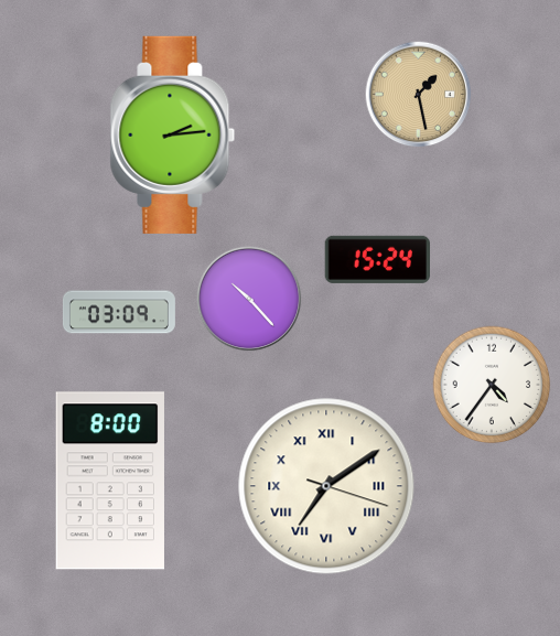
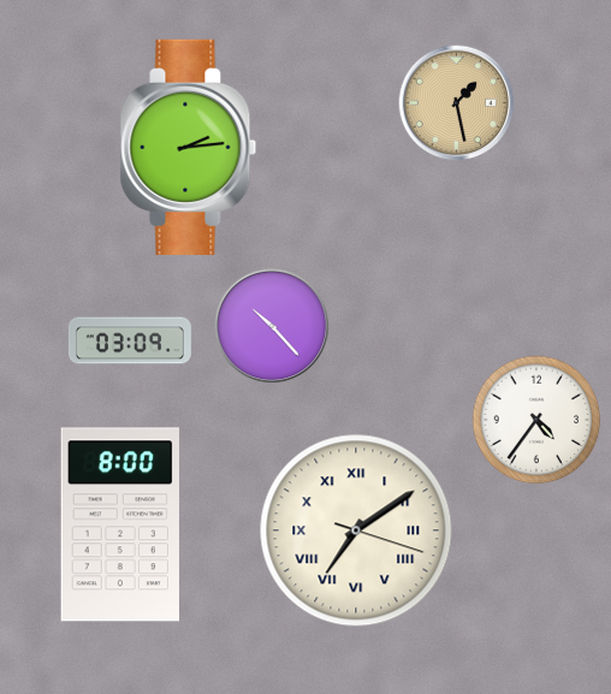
clock at (377, 259): 15:24 -> none
